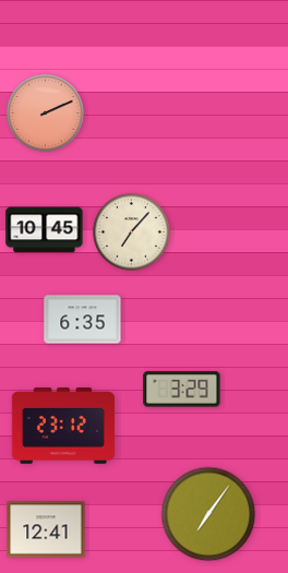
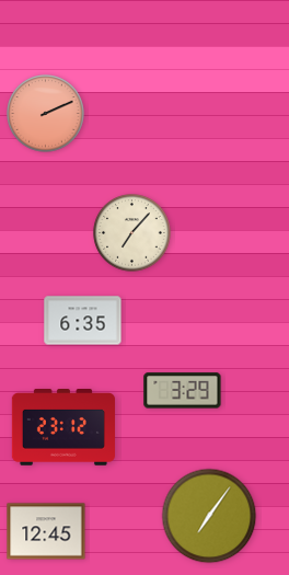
clock at (45, 230): 10:45 -> none
clock at (46, 529): 12:41 -> 12:45
